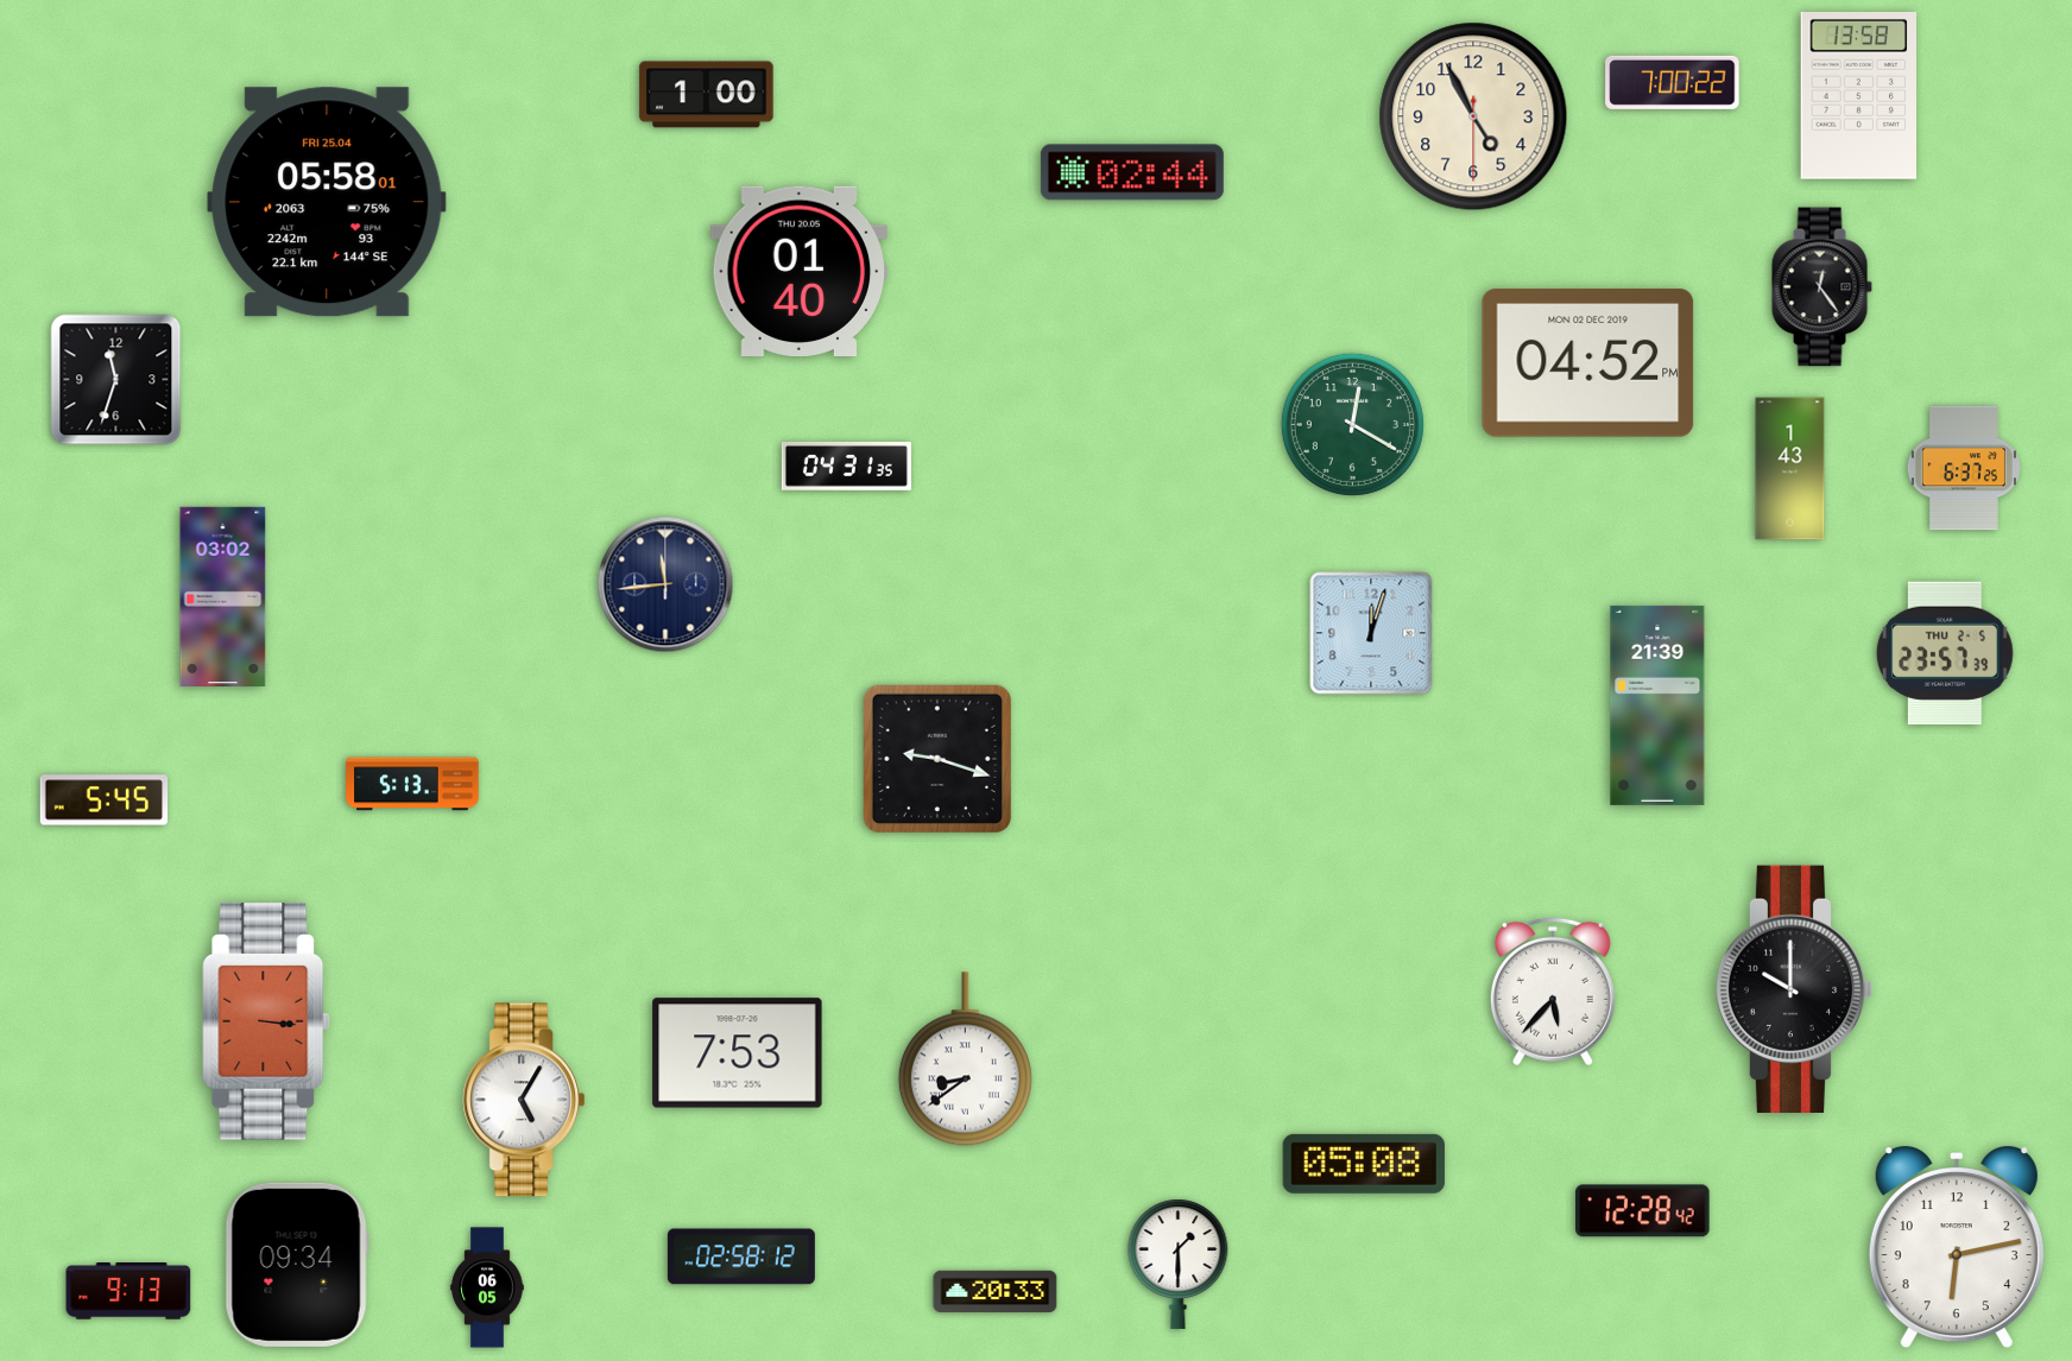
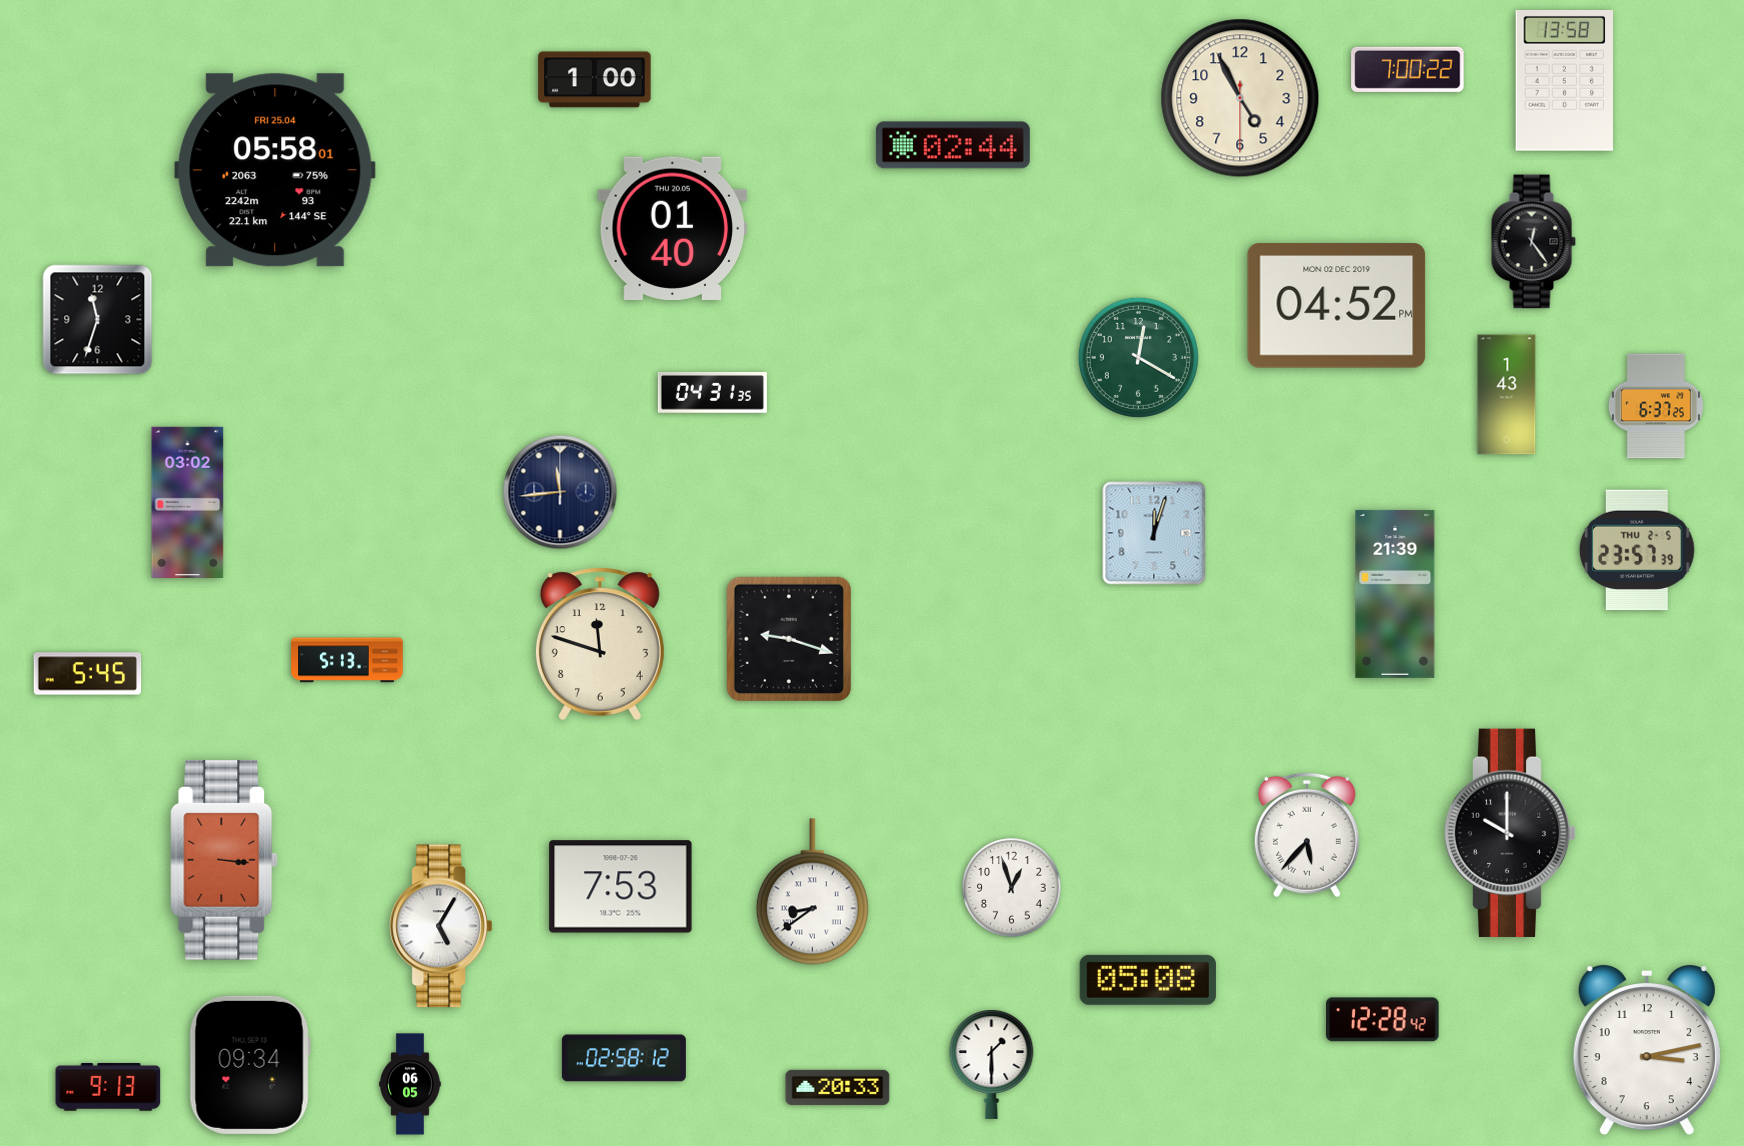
clock at (1964, 468) position: (1964, 468) -> (1656, 406)
clock at (600, 644): none -> 11:48
clock at (1012, 888): none -> 12:57
clock at (1957, 1247): 6:13 -> 3:13
